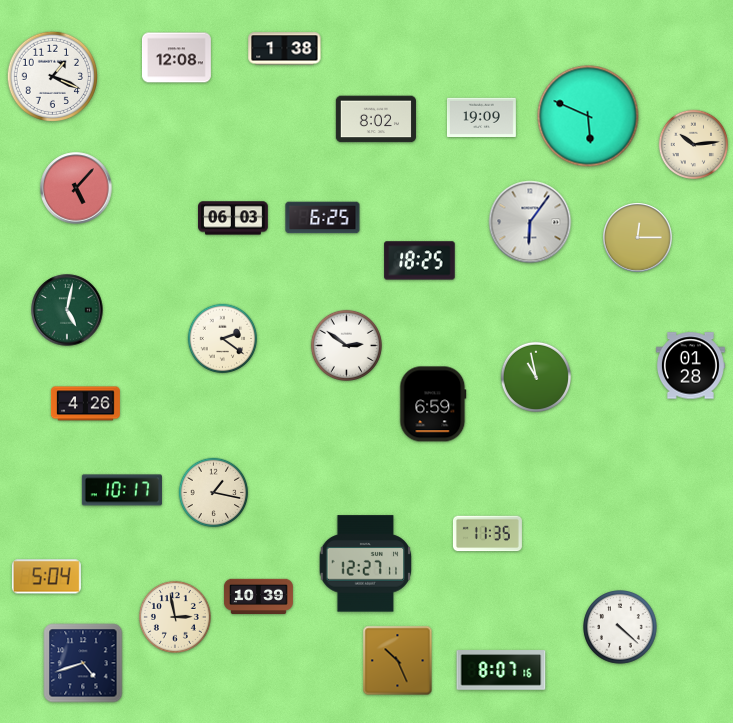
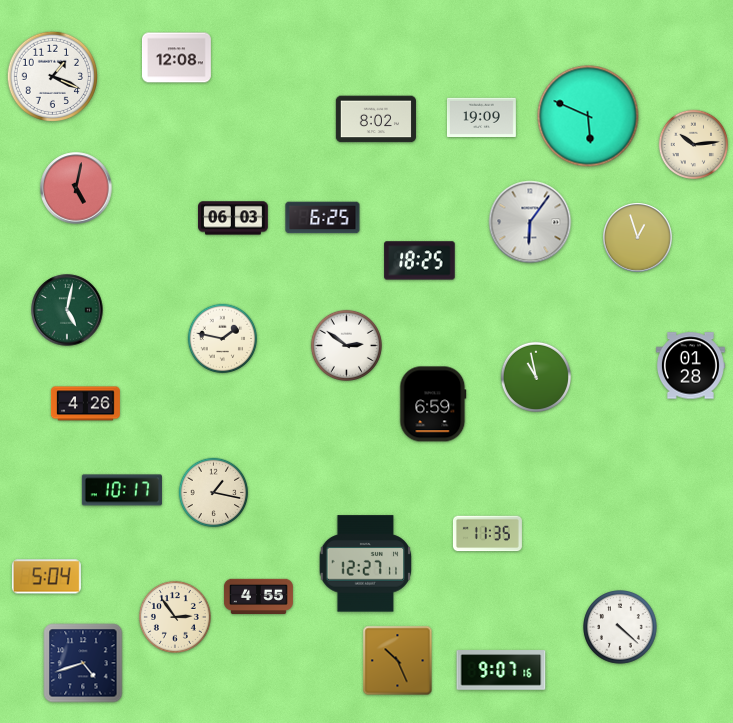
clock at (285, 49): 1:38 -> none
clock at (76, 188): 5:07 -> 5:02
clock at (638, 238): 12:15 -> 12:57
clock at (223, 339): 2:21 -> 1:47
clock at (258, 597): 10:39 -> 4:55
clock at (175, 617): 2:58 -> 2:54
clock at (501, 670): 8:07 -> 9:07
